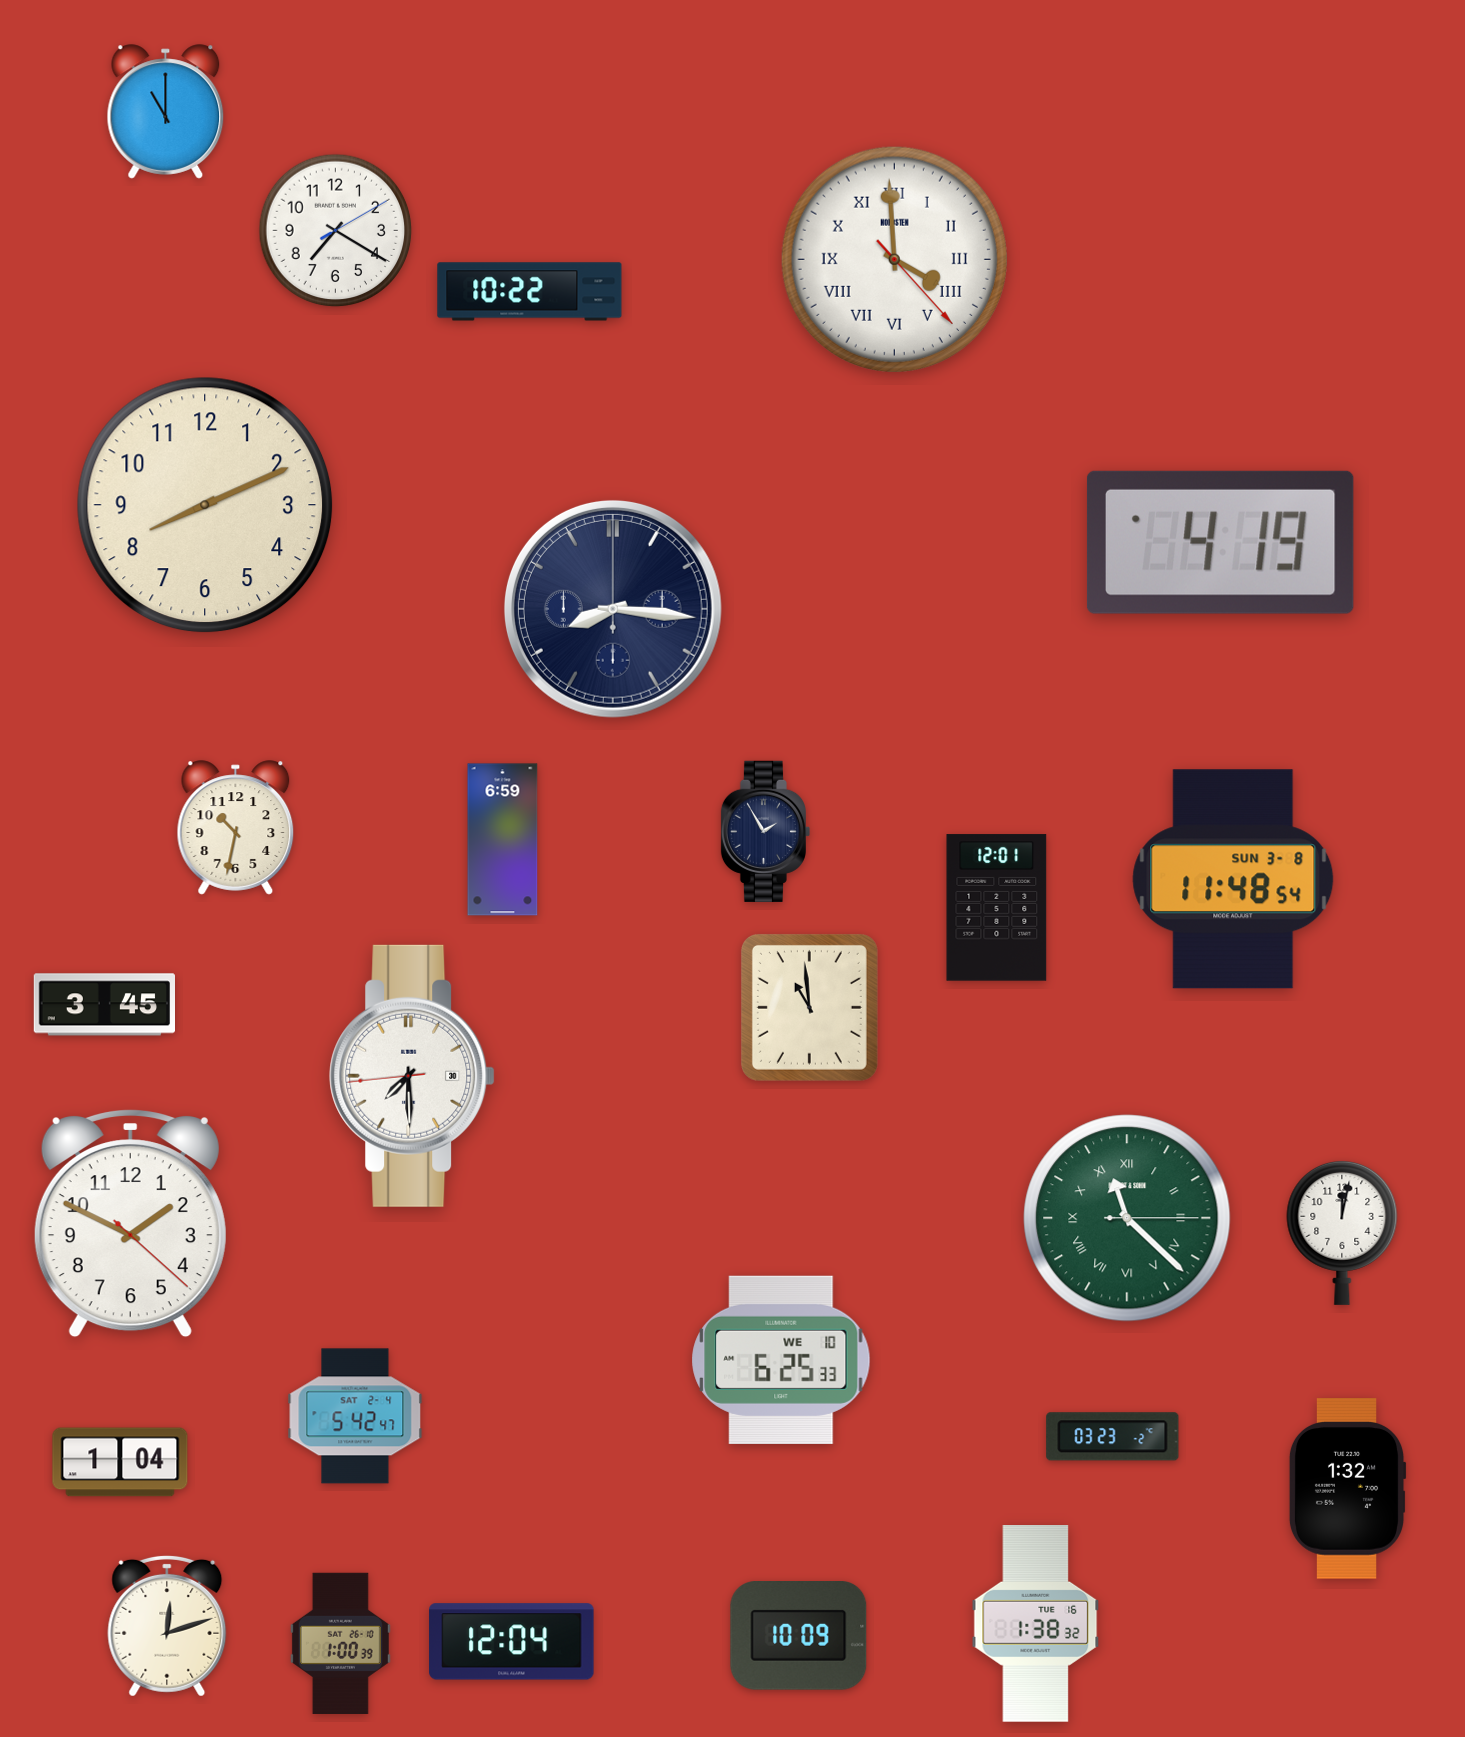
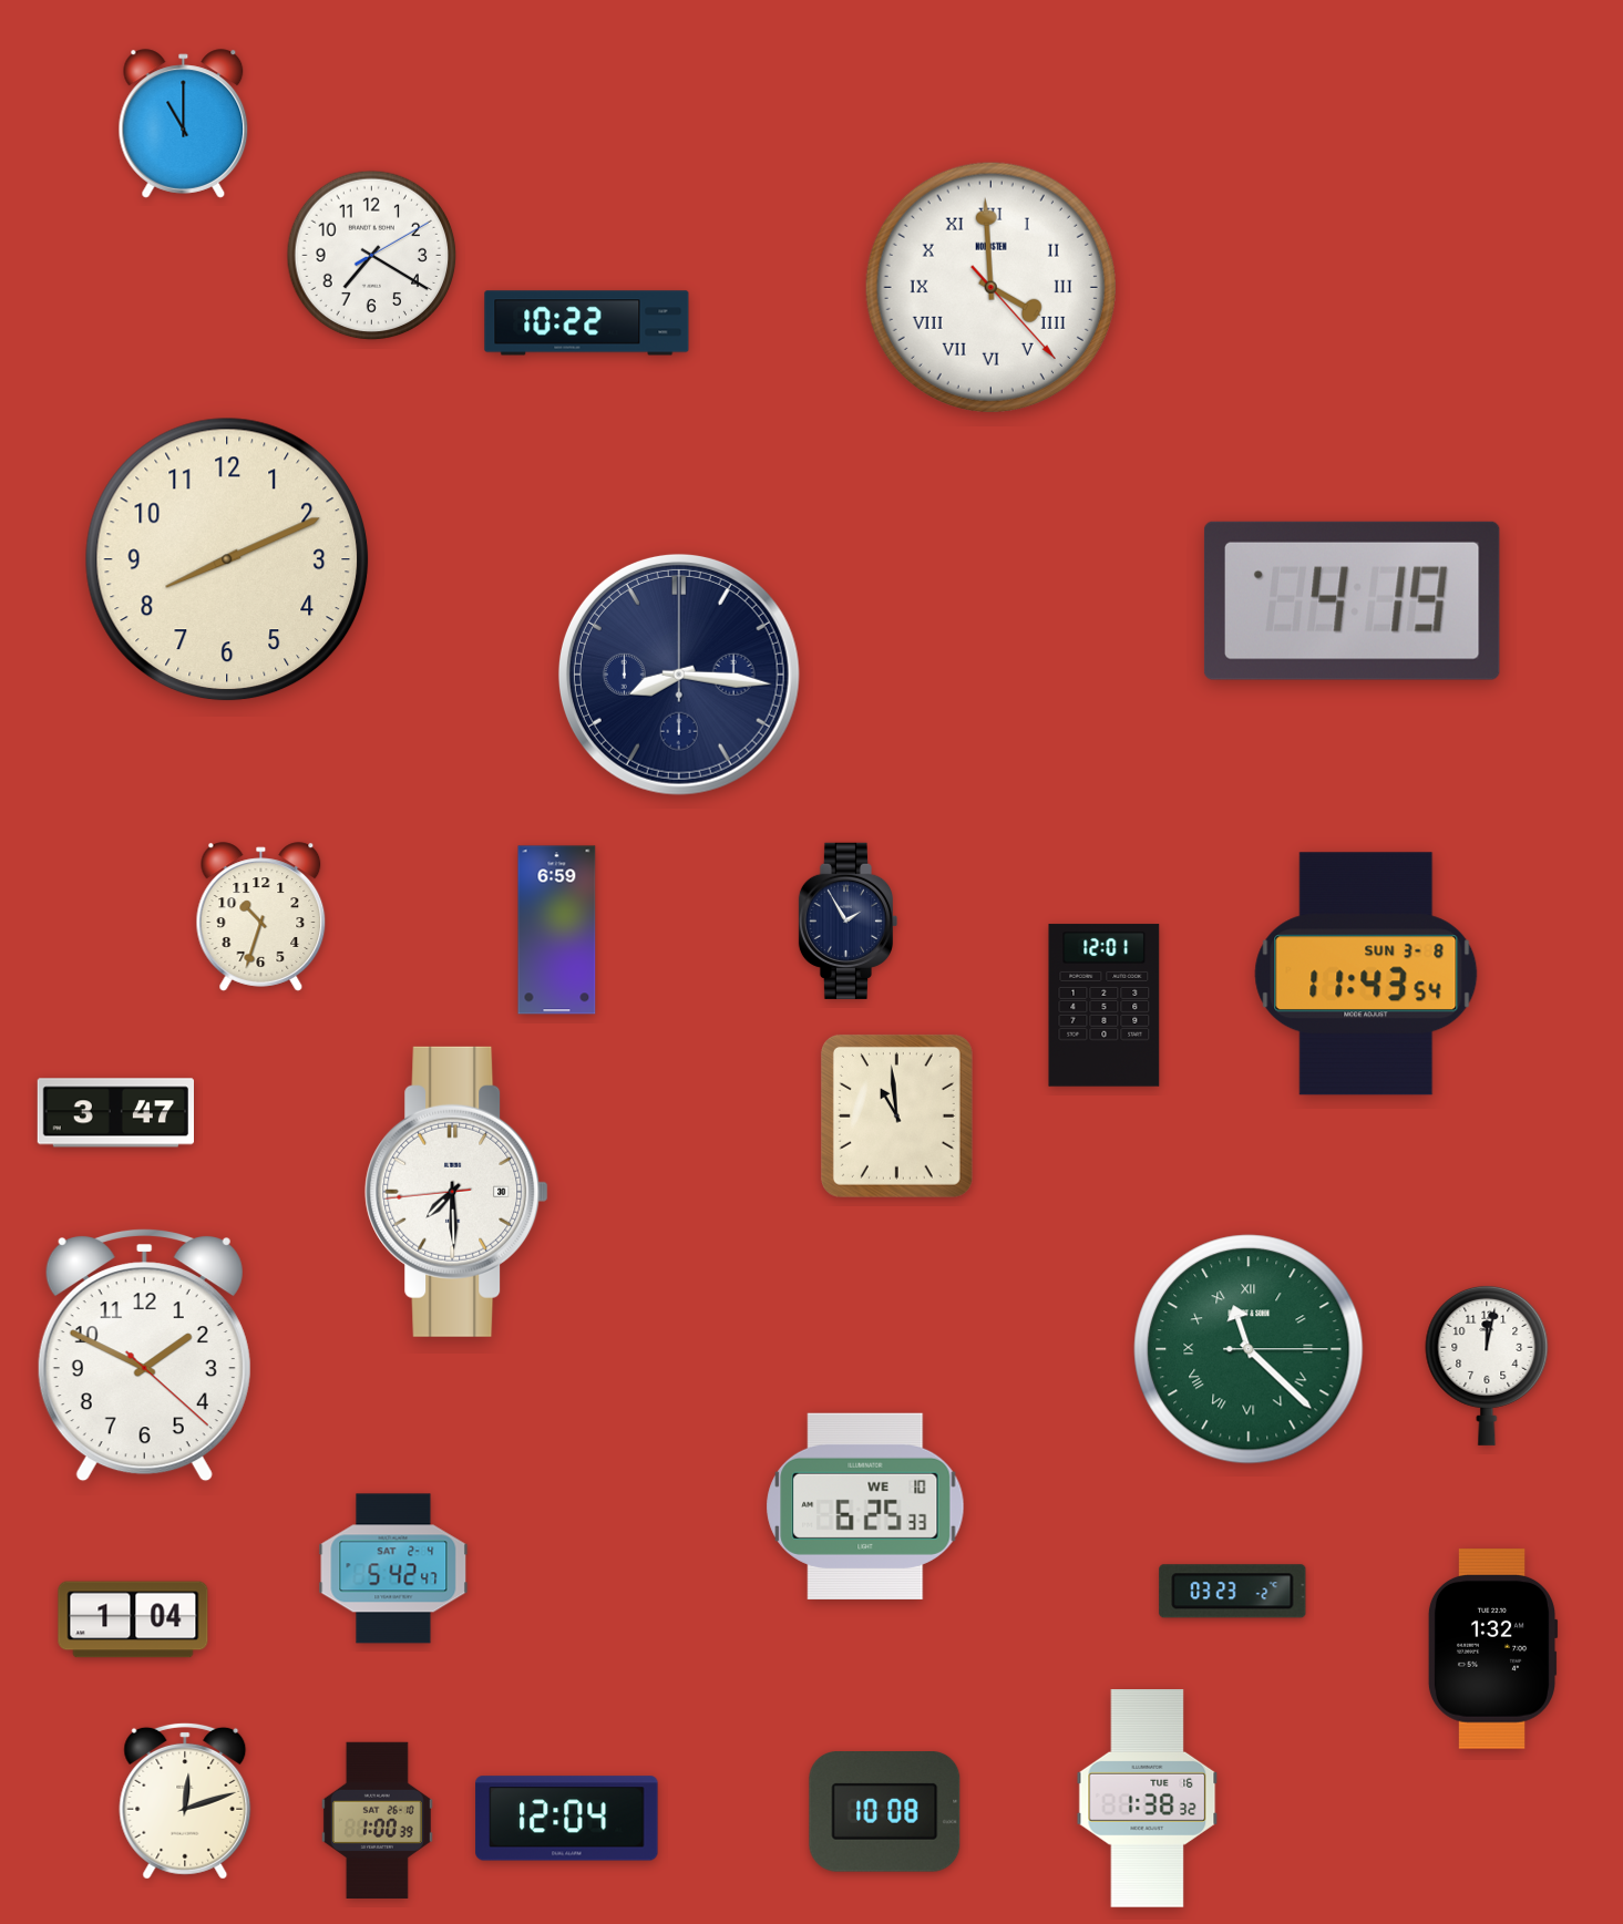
clock at (236, 828): 10:32 -> 10:33
clock at (1233, 879): 11:48 -> 11:43
clock at (104, 1005): 3:45 -> 3:47
clock at (799, 1636): 10:09 -> 10:08
